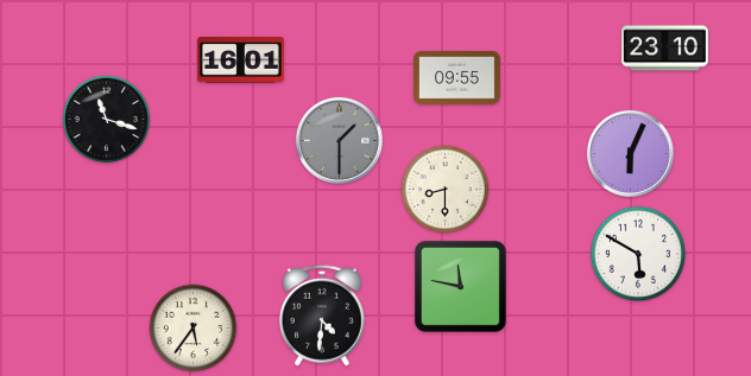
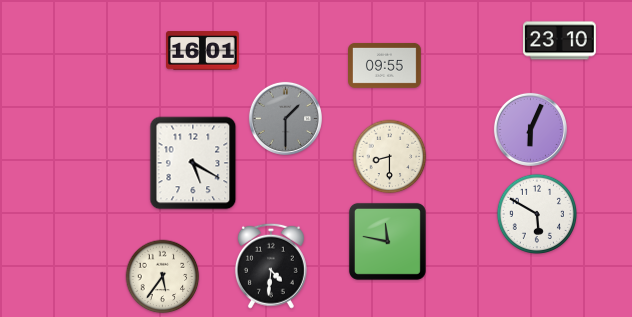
clock at (107, 120): 11:18 -> none
clock at (446, 190) position: (446, 190) -> (390, 157)
clock at (193, 163): none -> 5:20
